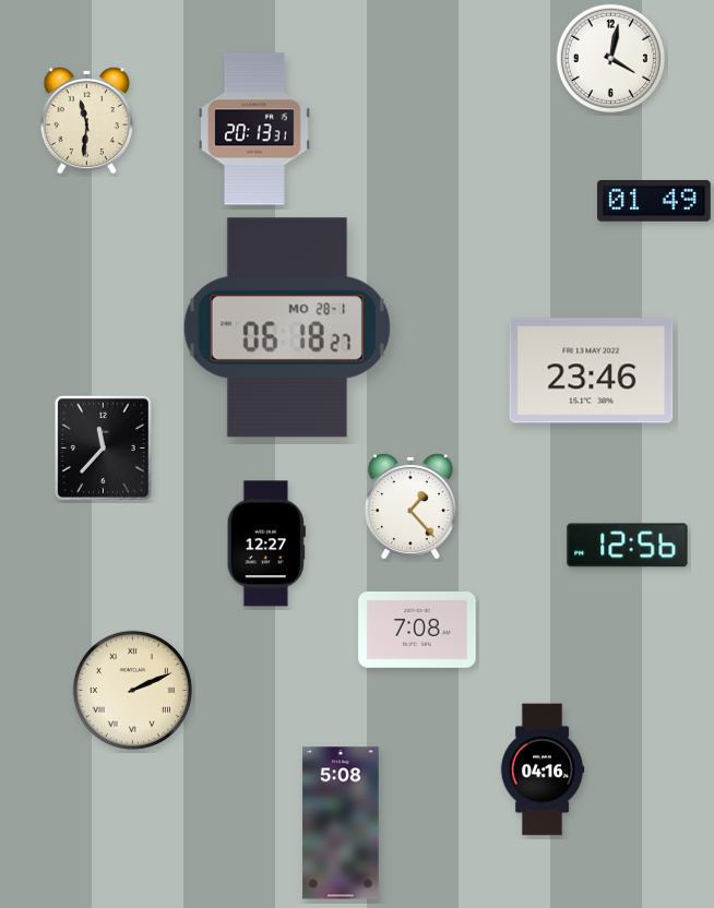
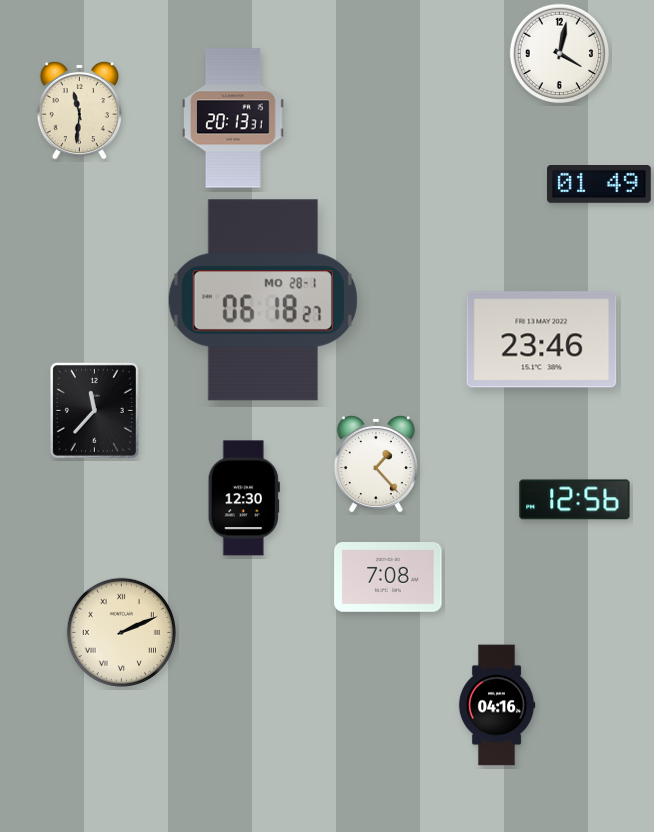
clock at (266, 543): 12:27 -> 12:30
clock at (417, 631) position: (417, 631) -> (388, 578)
clock at (341, 823): 5:08 -> none
